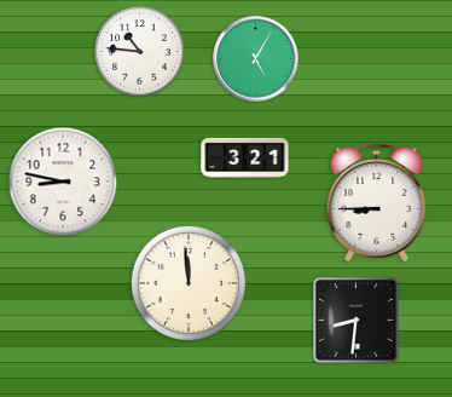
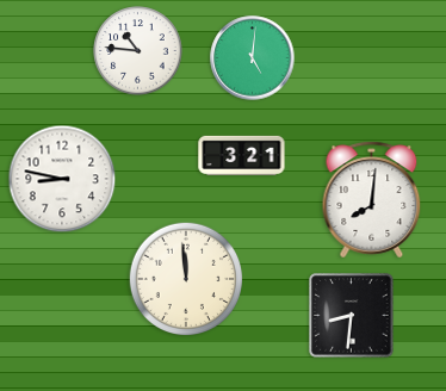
clock at (256, 59): 5:05 -> 5:01
clock at (377, 203): 8:45 -> 8:01
